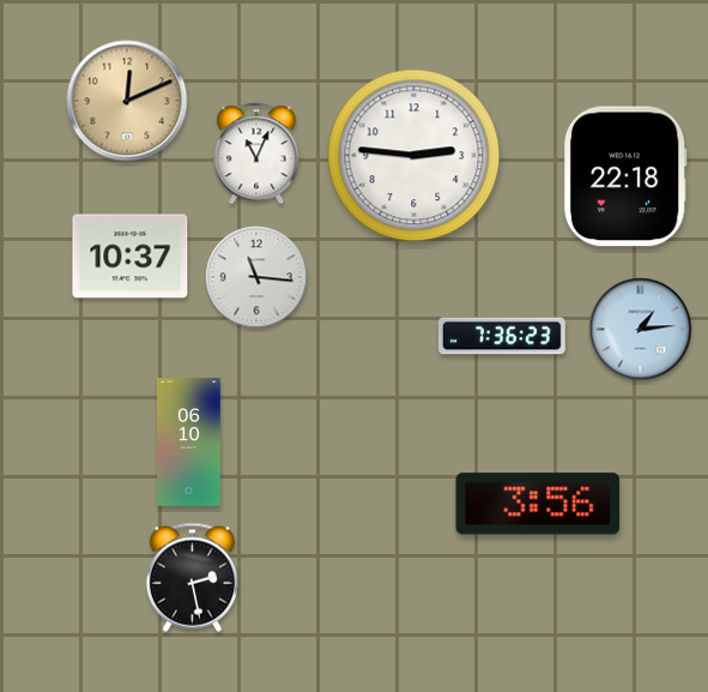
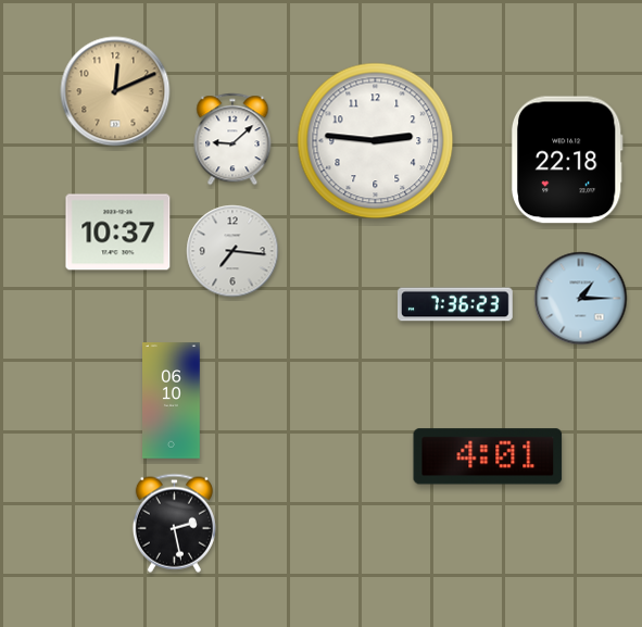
clock at (256, 154): 11:04 -> 9:08
clock at (256, 277): 11:16 -> 7:16
clock at (641, 330): 1:14 -> 1:15
clock at (538, 504): 3:56 -> 4:01
